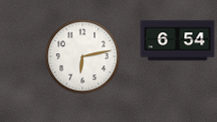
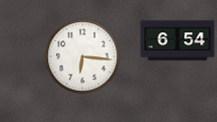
clock at (83, 57): 6:13 -> 6:16
